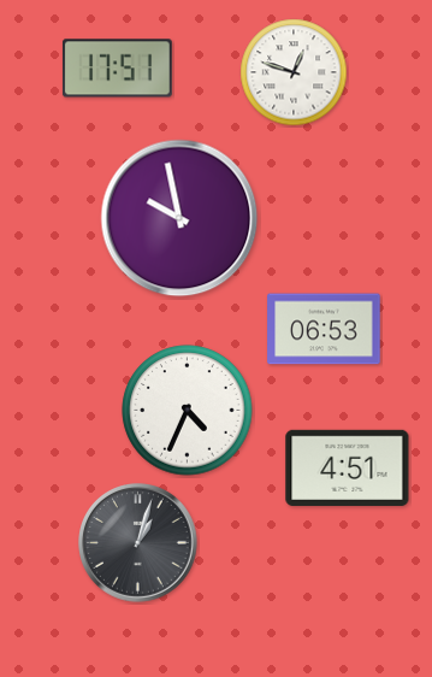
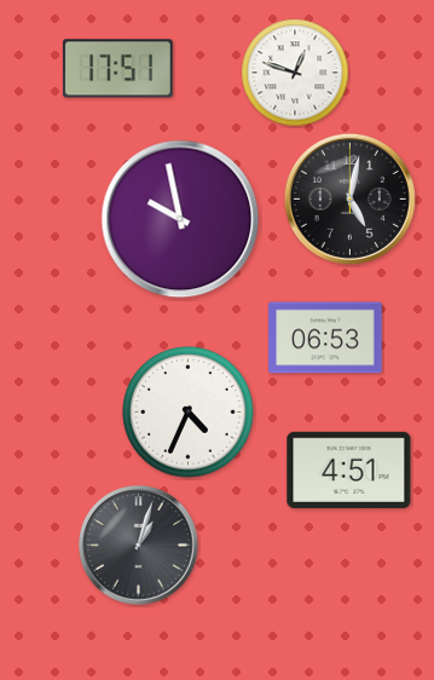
clock at (349, 198): none -> 5:02
clock at (324, 329) position: (324, 329) -> (325, 338)
